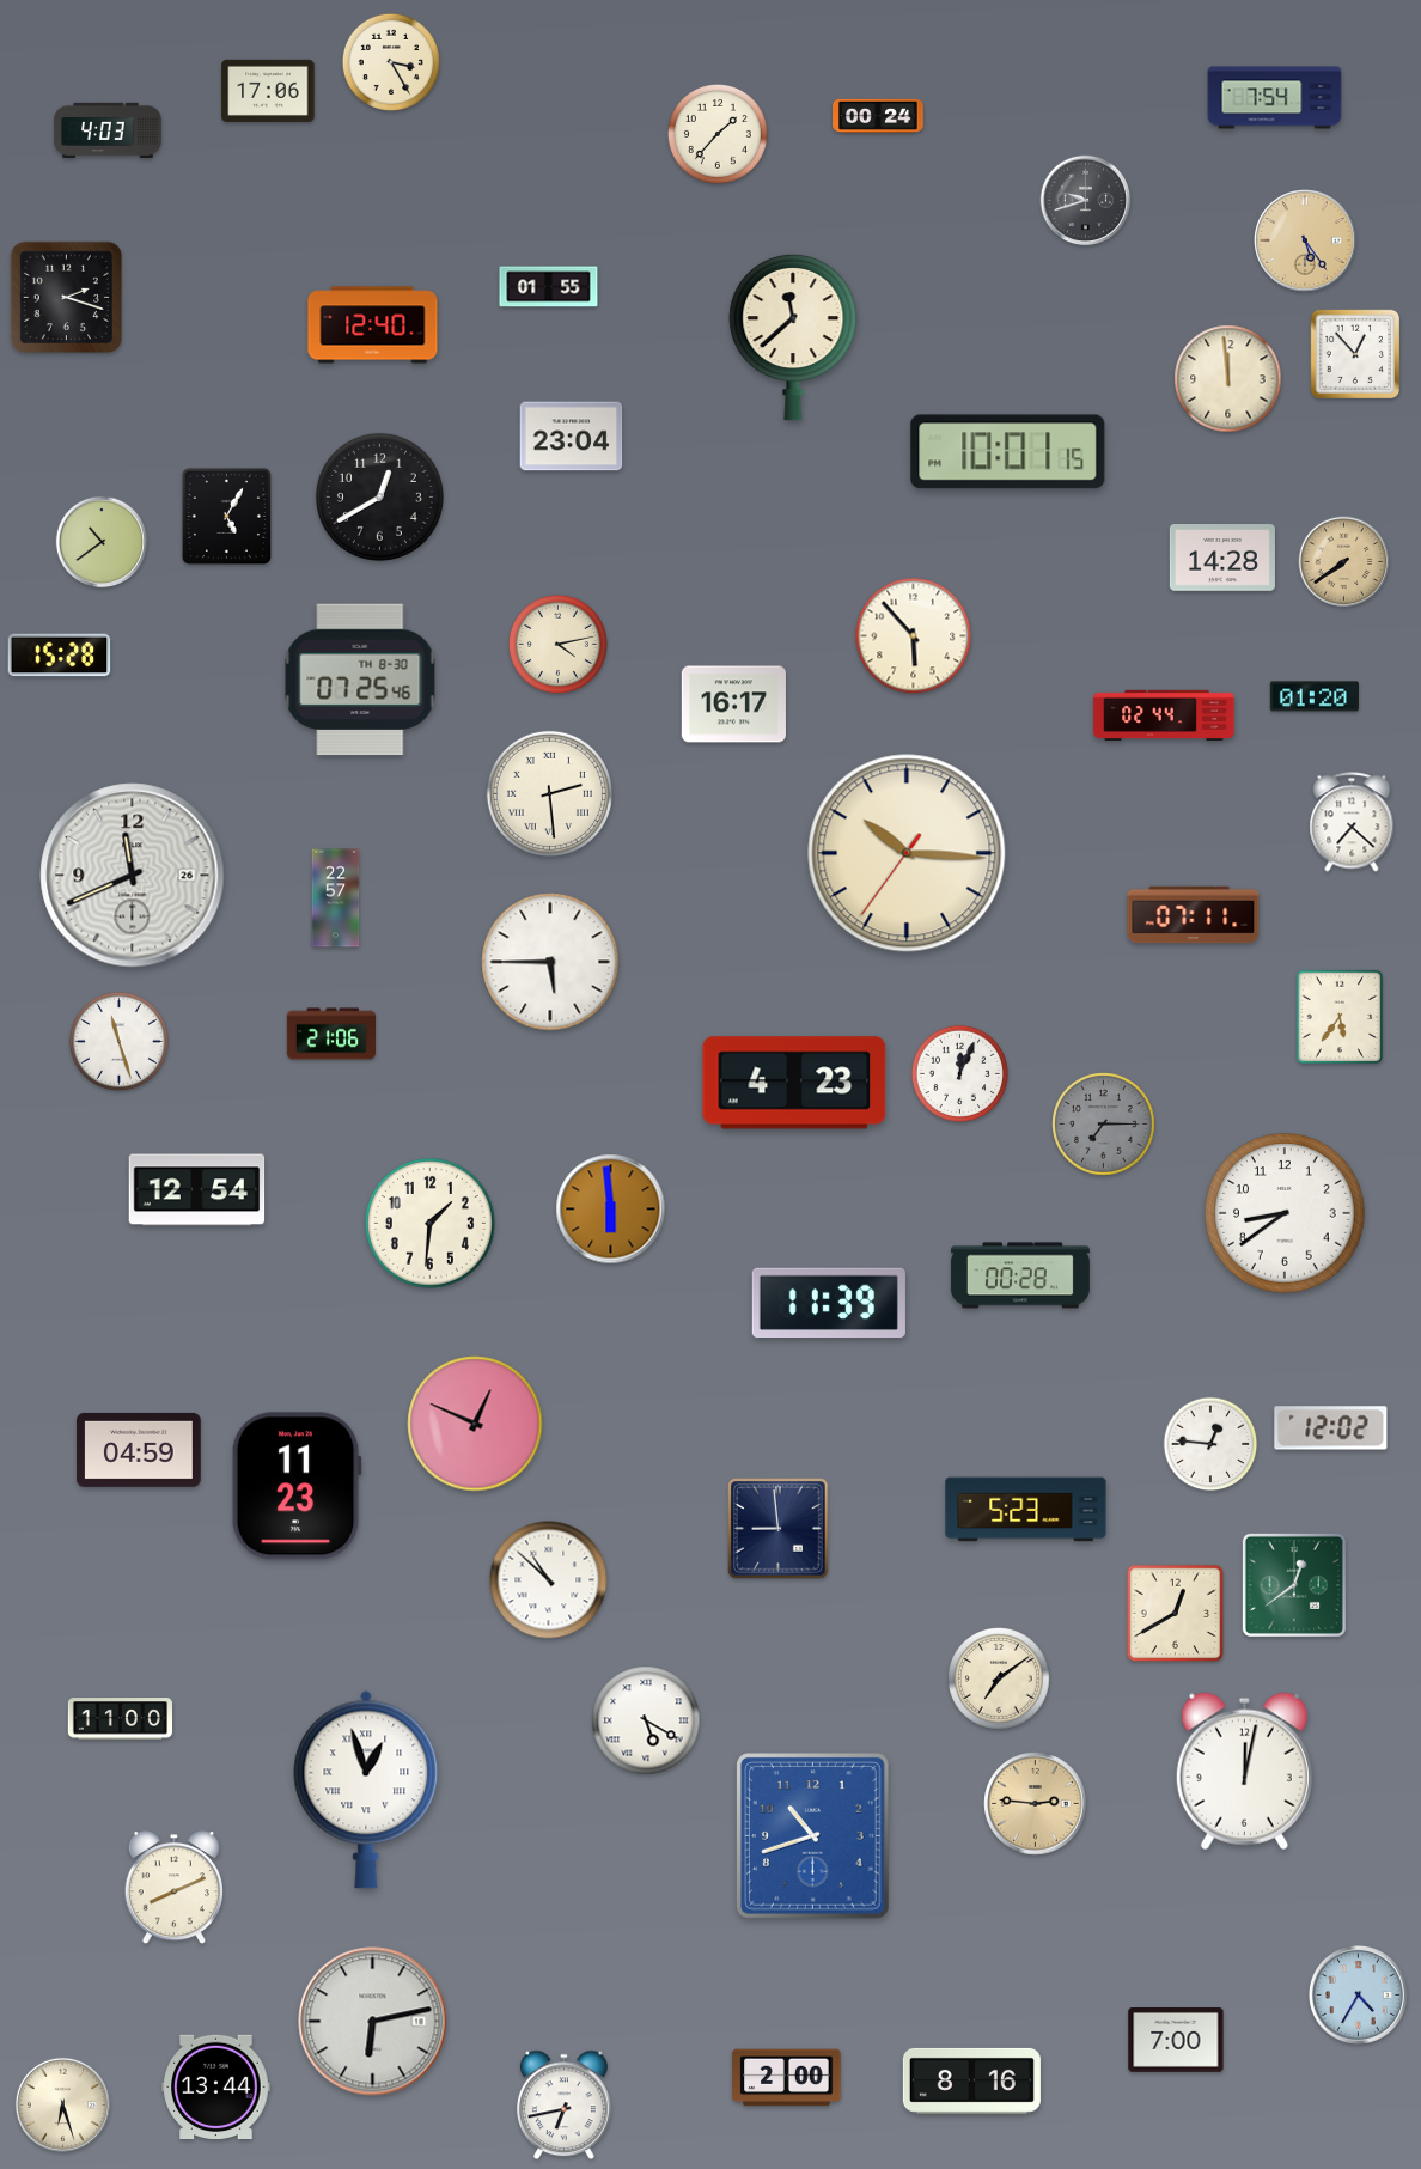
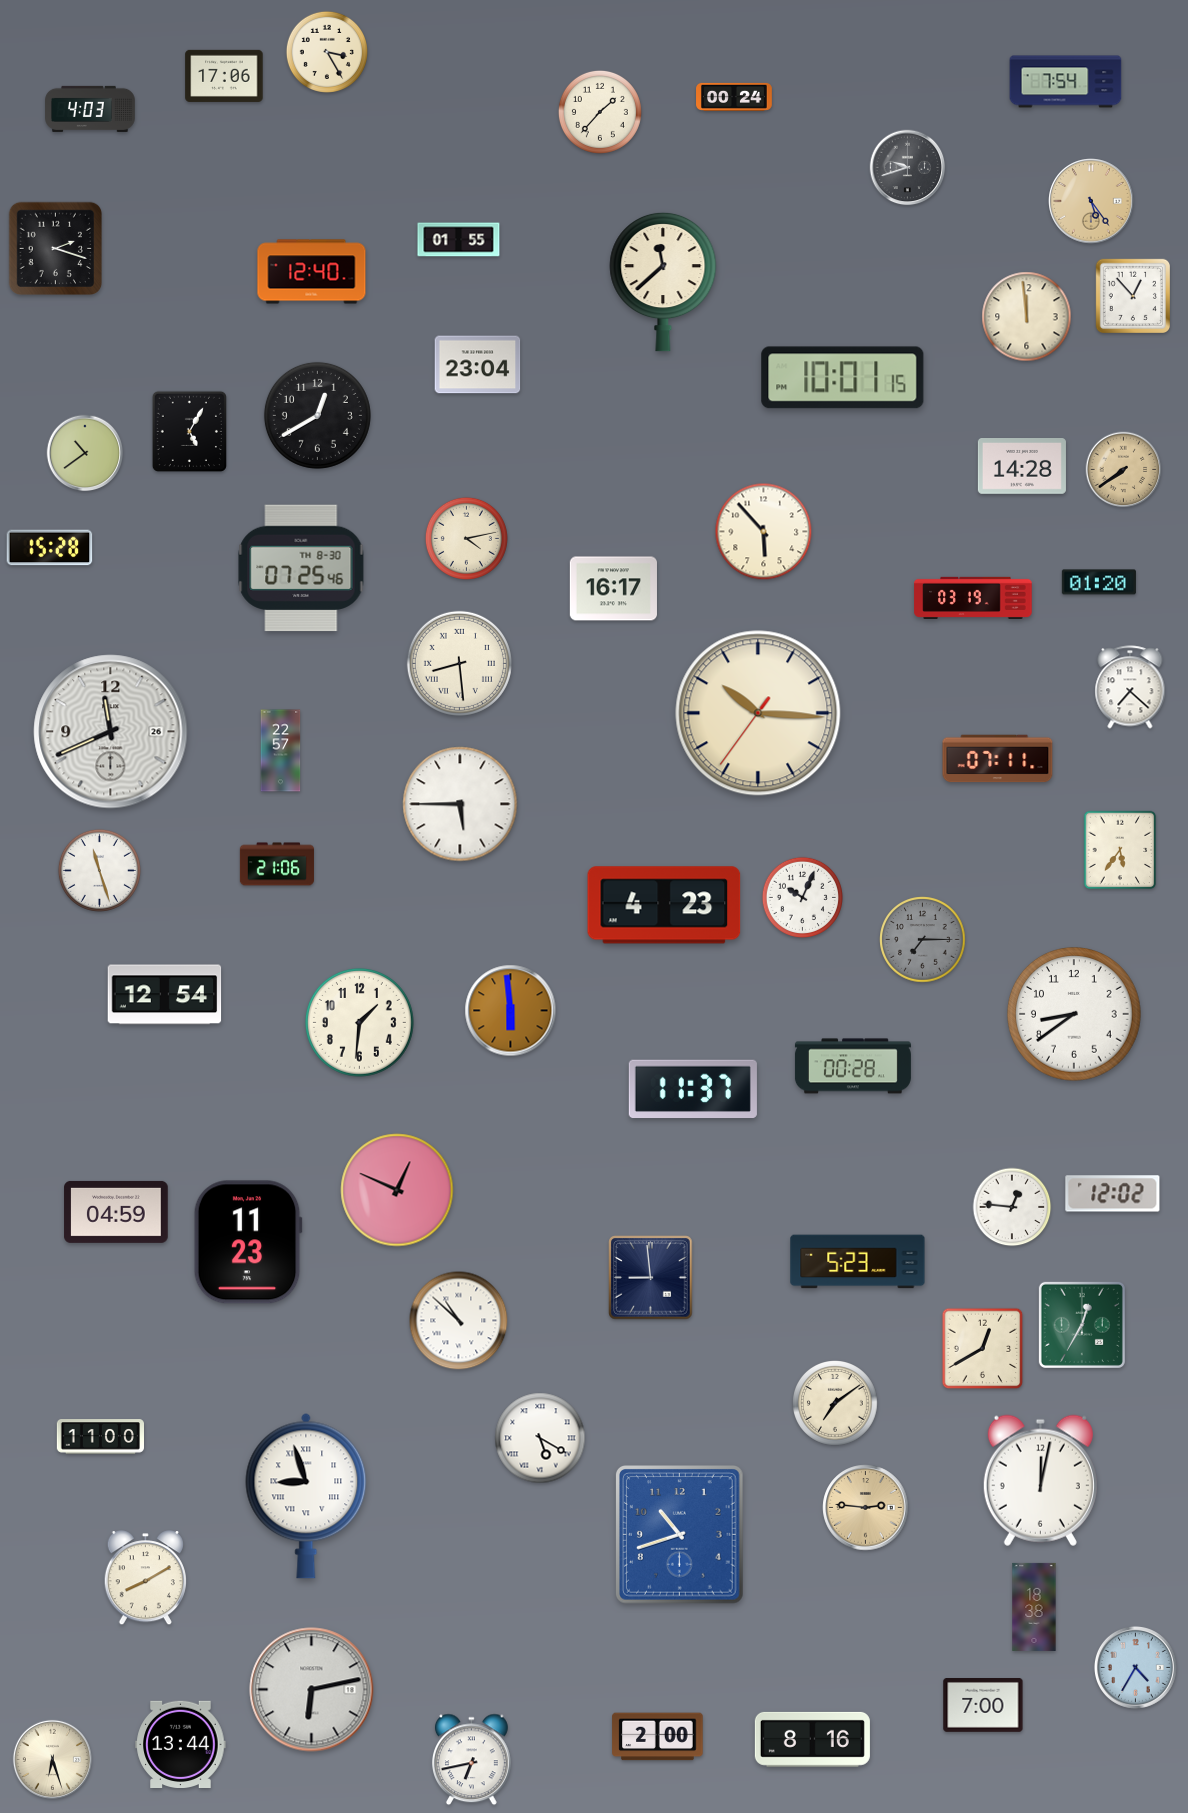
clock at (1164, 715): 02:44 -> 03:19
clock at (549, 793): 2:29 -> 8:29
clock at (1194, 915) position: (1194, 915) -> (998, 759)
clock at (959, 1073): 12:04 -> 10:04
clock at (829, 1303): 11:39 -> 11:37
clock at (1294, 1585): 12:39 -> 12:35
clock at (366, 1790): 12:57 -> 8:57
clock at (173, 1888): 8:11 -> 8:10
clock at (1034, 1607): none -> 18:38
